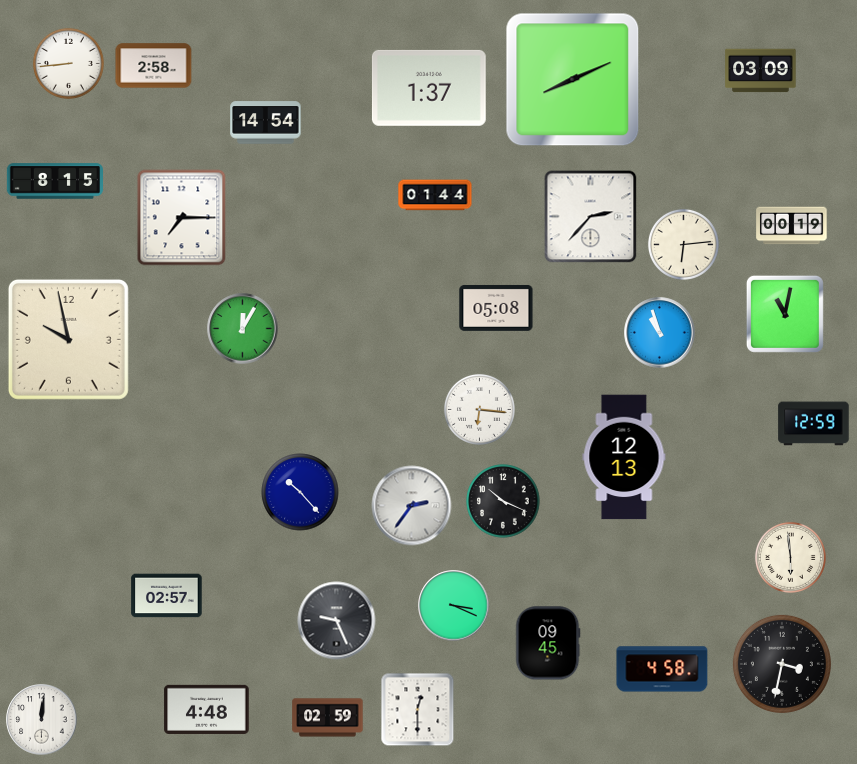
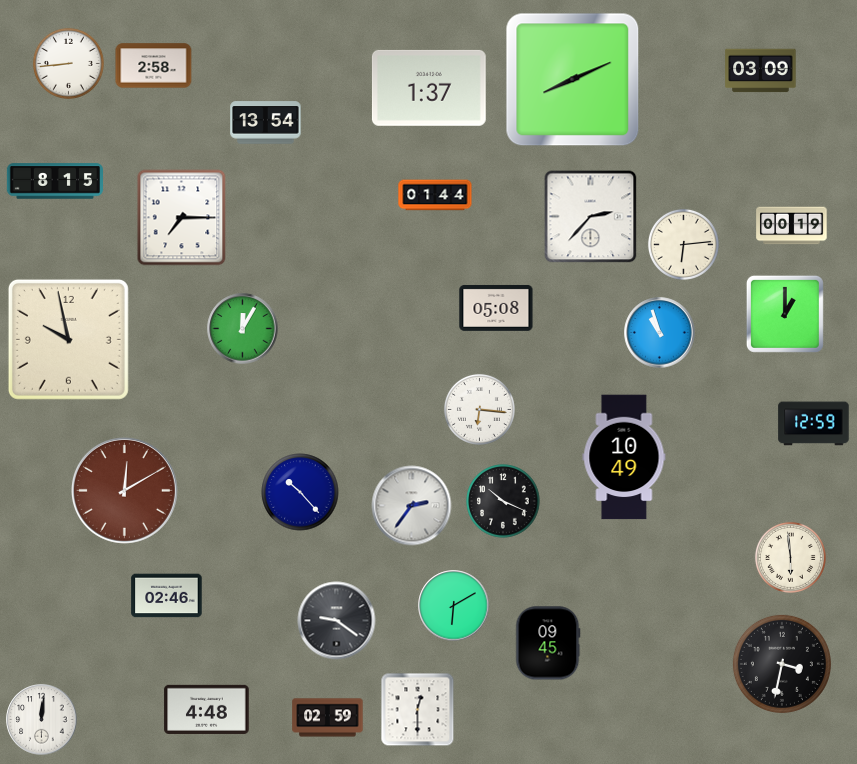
clock at (266, 123): 14:54 -> 13:54
clock at (785, 314): 11:02 -> 1:00
clock at (624, 457): 12:13 -> 10:49
clock at (124, 490): none -> 12:10
clock at (167, 596): 02:57 -> 02:46
clock at (454, 606): 3:19 -> 6:10
clock at (337, 621): 9:26 -> 9:21
clock at (662, 669): 4:58 -> none
